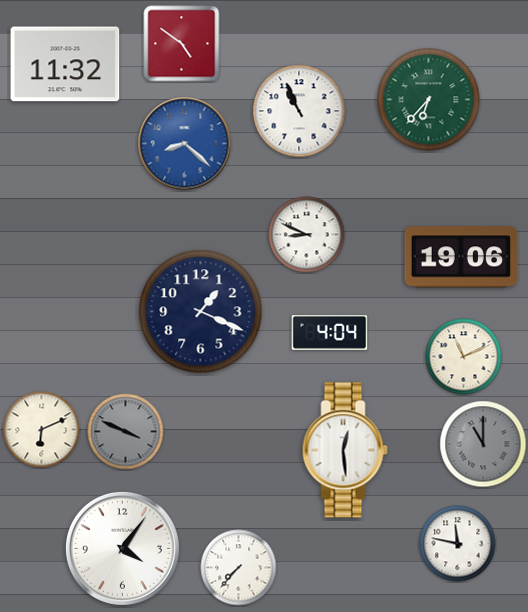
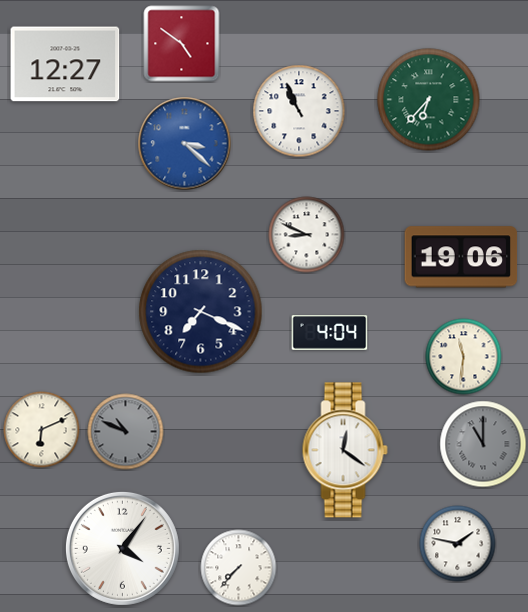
clock at (65, 64): 11:32 -> 12:27
clock at (185, 144): 8:22 -> 3:22
clock at (201, 312): 1:19 -> 7:19
clock at (464, 357): 11:11 -> 11:31
clock at (126, 432): 3:49 -> 10:49
clock at (345, 450): 12:29 -> 12:21
clock at (458, 544): 11:47 -> 1:47
